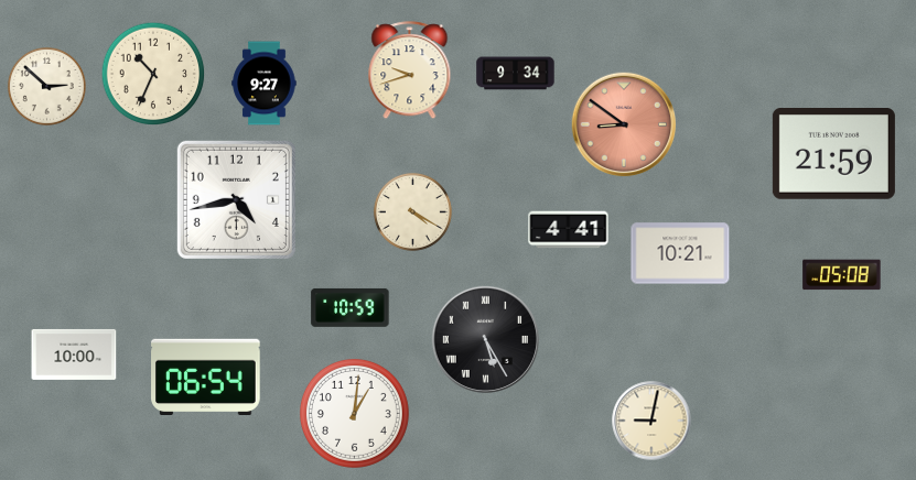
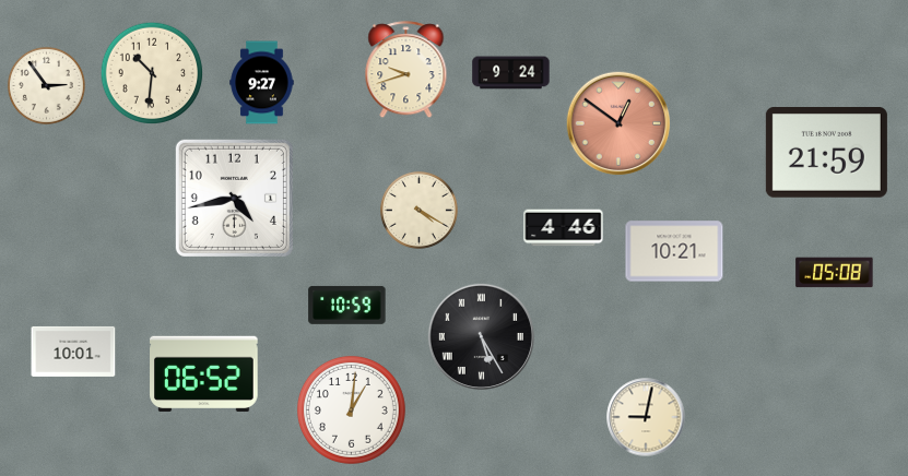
clock at (153, 74): 10:34 -> 10:31
clock at (516, 74): 9:34 -> 9:24
clock at (46, 86): 2:52 -> 2:54
clock at (624, 124): 8:51 -> 12:51
clock at (412, 211) position: (412, 211) -> (418, 210)
clock at (569, 230): 4:41 -> 4:46
clock at (74, 354): 10:00 -> 10:01
clock at (206, 377): 06:54 -> 06:52
